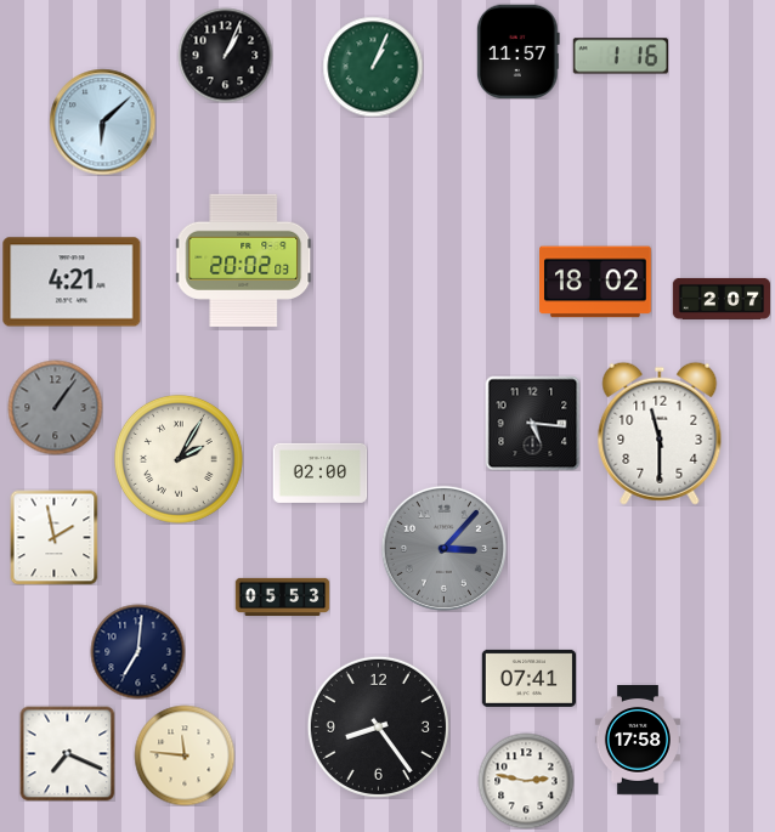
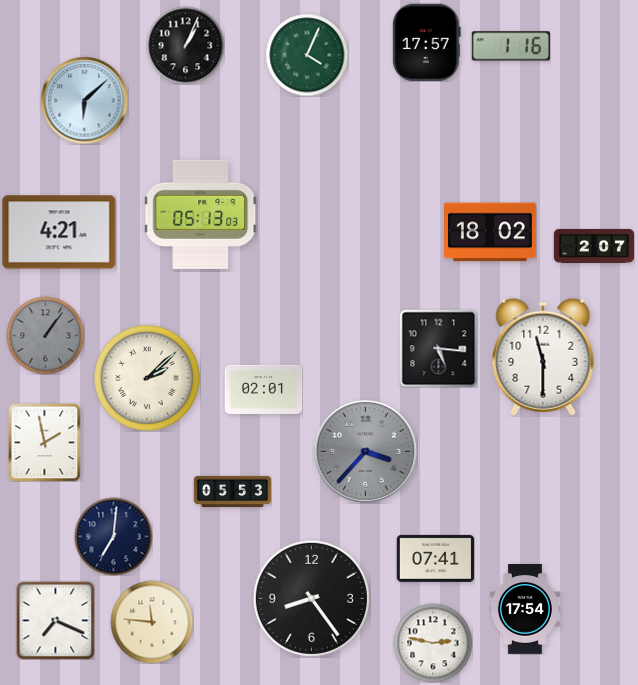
clock at (517, 51): 11:57 -> 17:57
clock at (373, 67): 1:04 -> 4:04
clock at (243, 260): 20:02 -> 05:13
clock at (179, 459): 2:05 -> 2:08
clock at (319, 472): 02:00 -> 02:01
clock at (443, 548): 3:07 -> 3:37
clock at (638, 741): 17:58 -> 17:54
